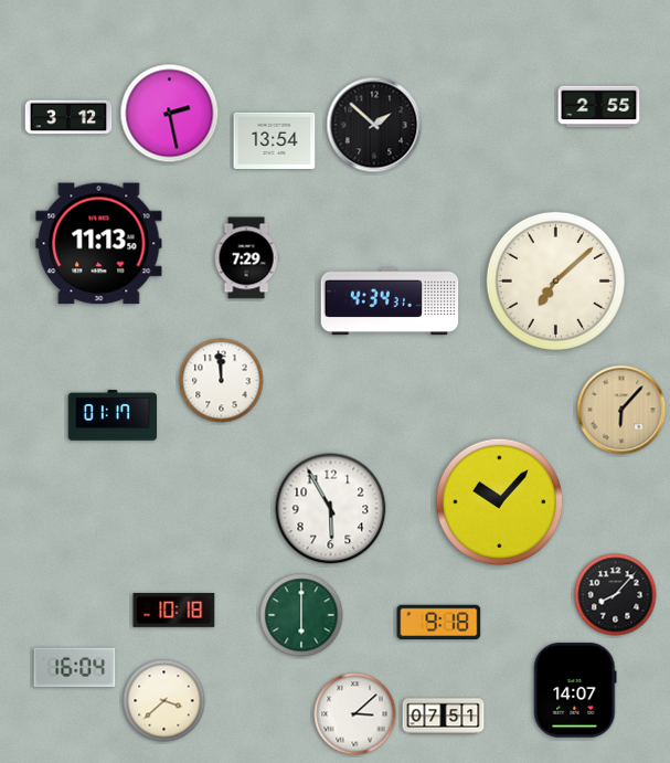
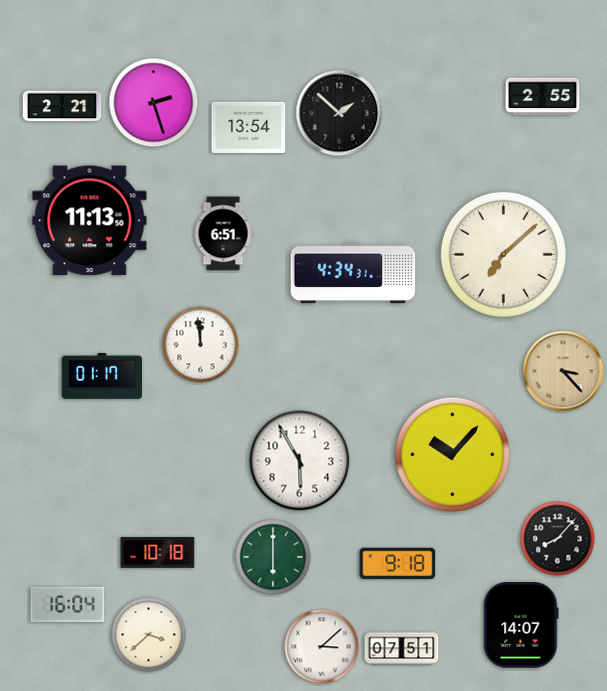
clock at (170, 114): 2:28 -> 2:27
clock at (68, 117): 3:12 -> 2:21
clock at (246, 258): 7:29 -> 6:51
clock at (621, 410): 6:07 -> 3:23
